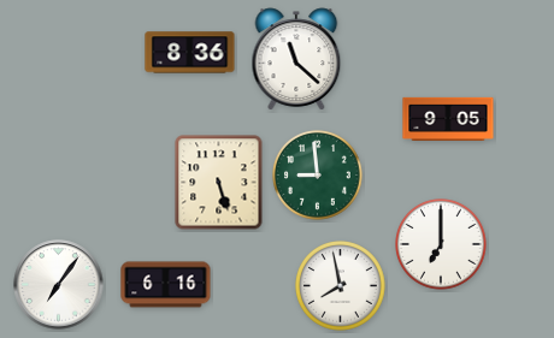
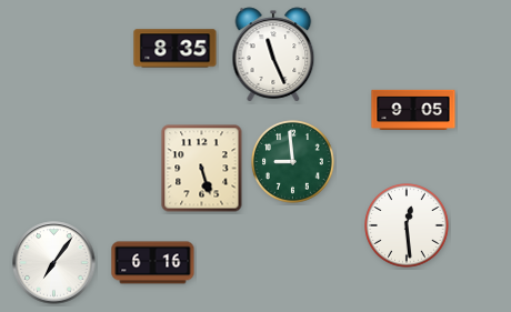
clock at (190, 53): 8:36 -> 8:35
clock at (296, 59): 11:22 -> 11:26
clock at (442, 245): 7:00 -> 12:29
clock at (341, 286): 7:58 -> none
